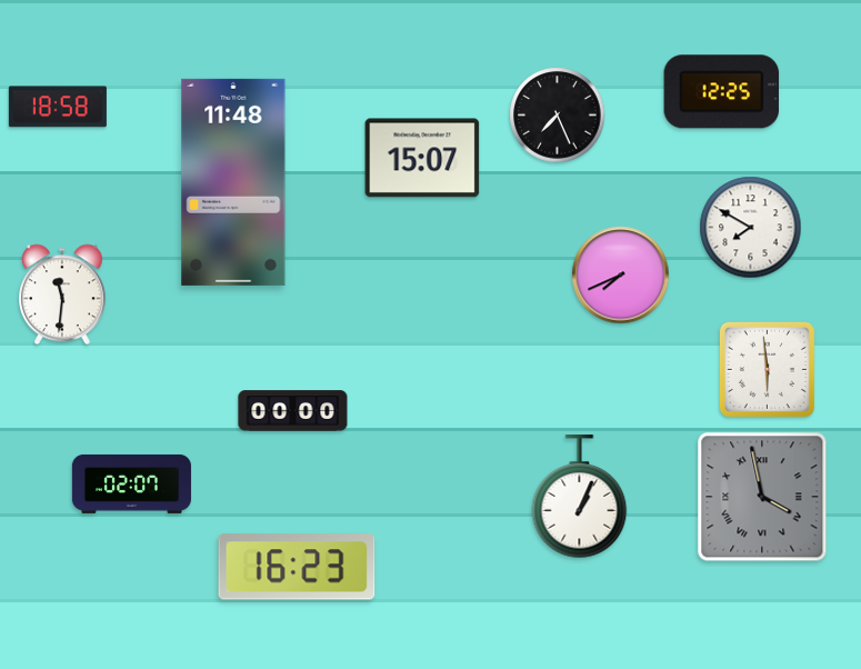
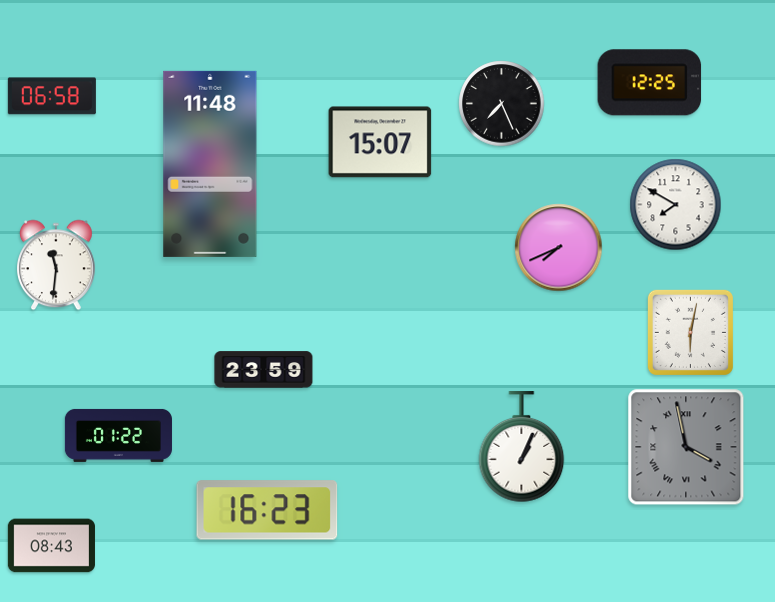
clock at (58, 107): 18:58 -> 06:58
clock at (767, 369): 5:59 -> 6:02
clock at (293, 411): 00:00 -> 23:59
clock at (131, 483): 02:07 -> 01:22
clock at (51, 546): none -> 08:43
